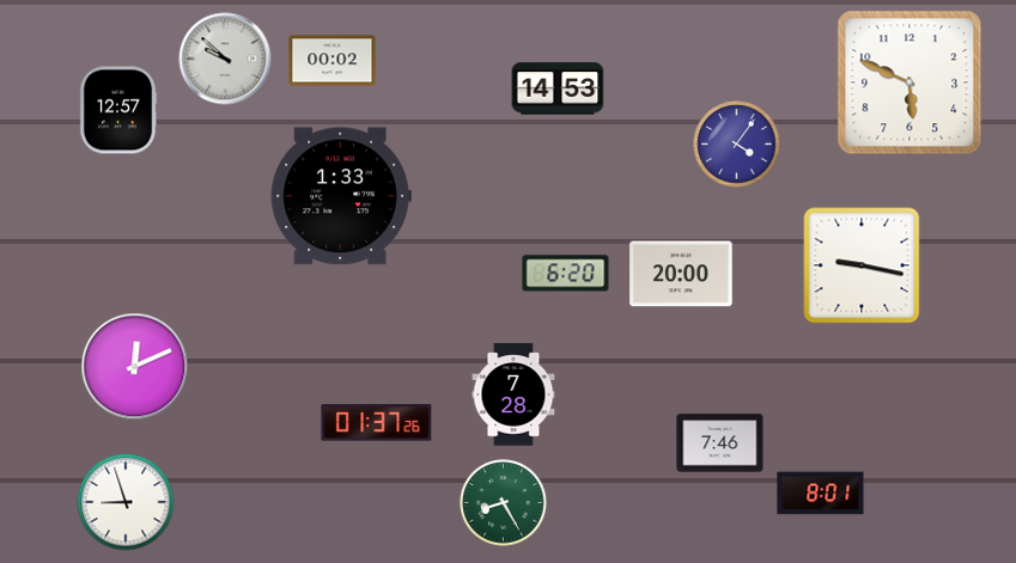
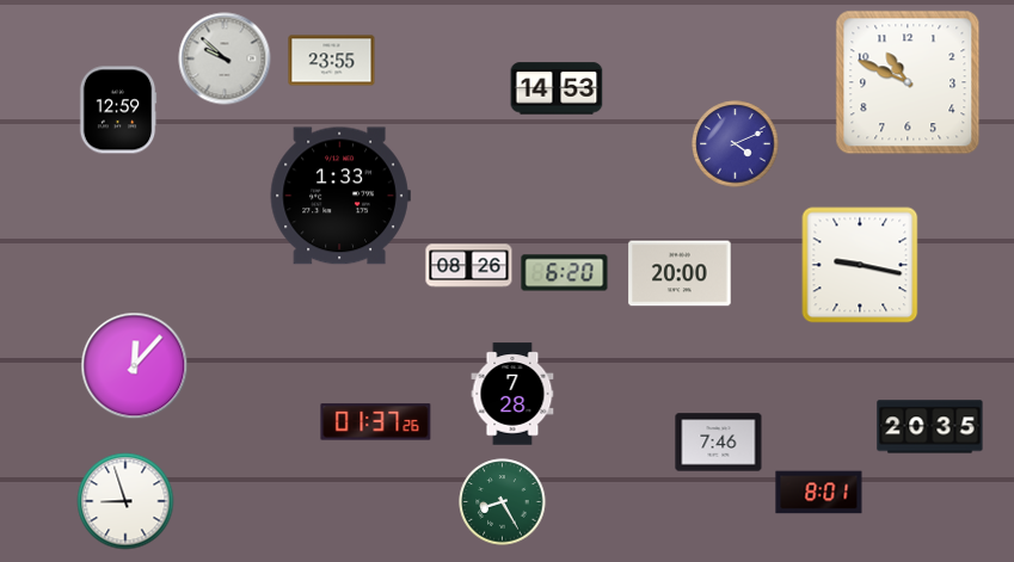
clock at (333, 61): 00:02 -> 23:55
clock at (909, 82): 5:49 -> 10:49
clock at (118, 110): 12:57 -> 12:59
clock at (737, 145): 4:06 -> 4:11
clock at (469, 266): none -> 08:26
clock at (135, 367): 12:11 -> 12:07
clock at (930, 427): none -> 20:35
